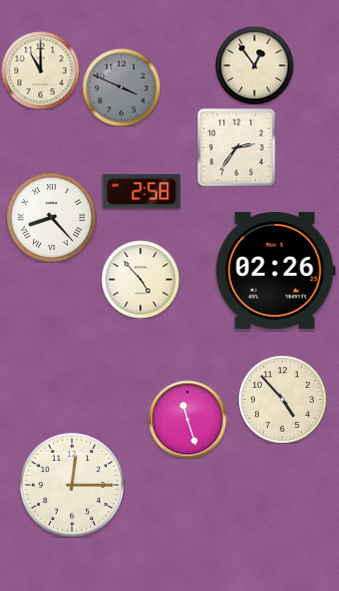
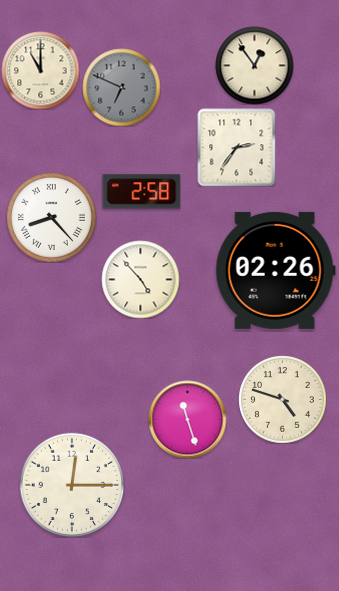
clock at (121, 87): 3:49 -> 6:49
clock at (282, 399): 4:53 -> 4:48
